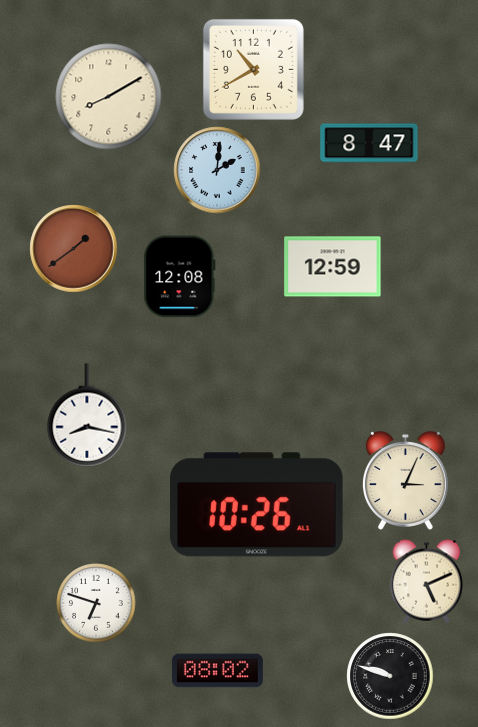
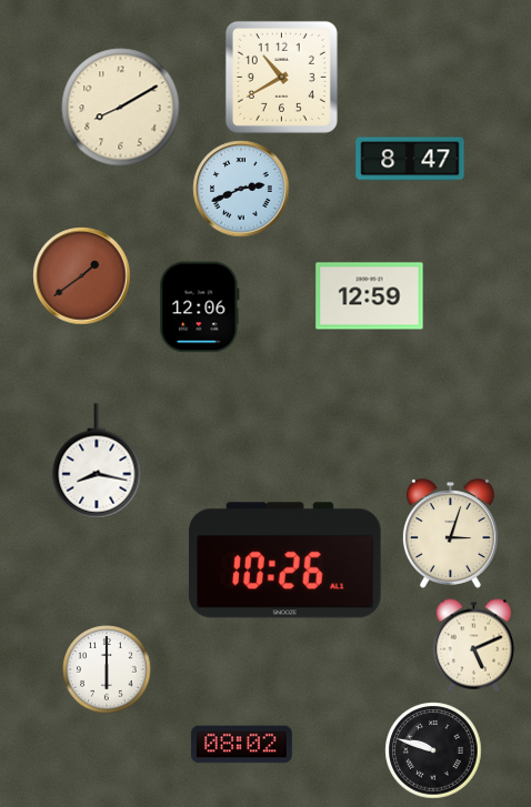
clock at (217, 170): 2:01 -> 2:41
clock at (180, 277): 12:08 -> 12:06
clock at (405, 481): 3:04 -> 3:03
clock at (96, 603): 6:48 -> 6:00
